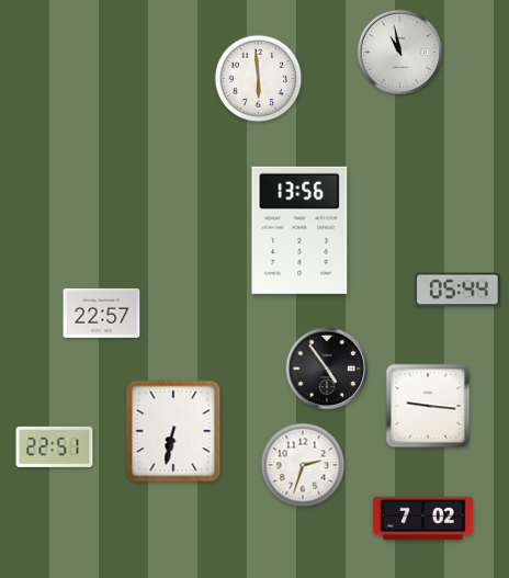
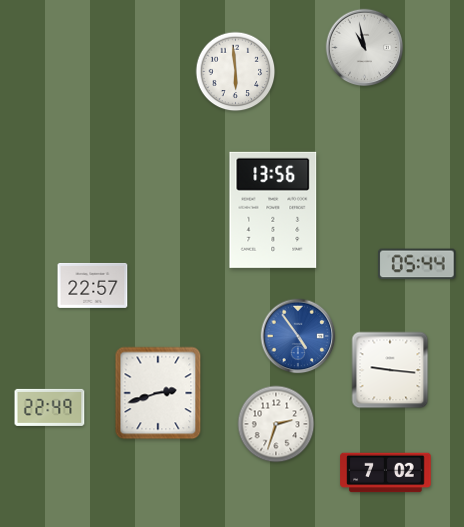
clock at (327, 369) dial: black -> blue
clock at (173, 431): 6:32 -> 2:42
clock at (55, 446): 22:51 -> 22:49
